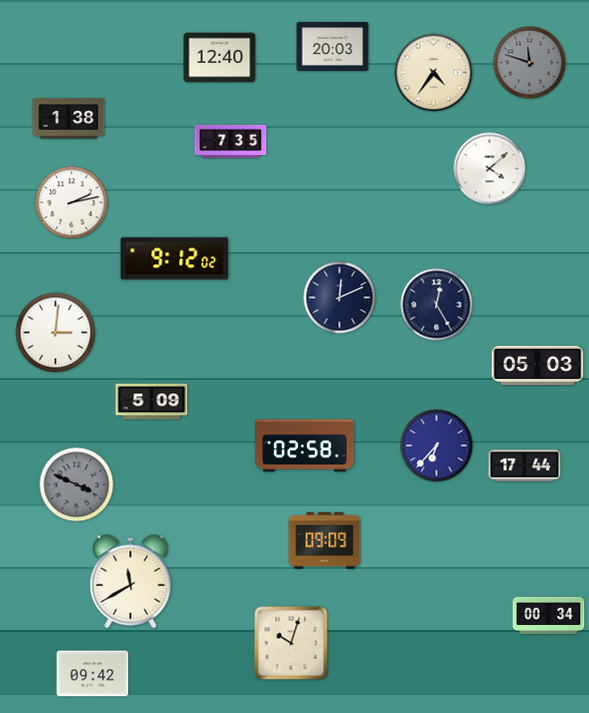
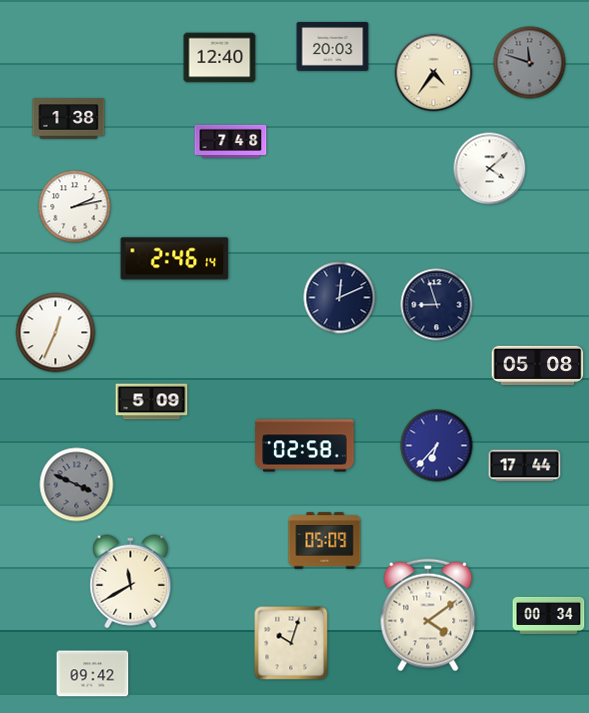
clock at (231, 141): 7:35 -> 7:48
clock at (72, 203) position: (72, 203) -> (75, 207)
clock at (175, 259): 9:12 -> 2:46
clock at (437, 305): 12:25 -> 8:57
clock at (56, 333): 3:01 -> 12:34
clock at (538, 365): 05:03 -> 05:08
clock at (325, 541): 09:09 -> 05:09
clock at (428, 615): none -> 4:09
